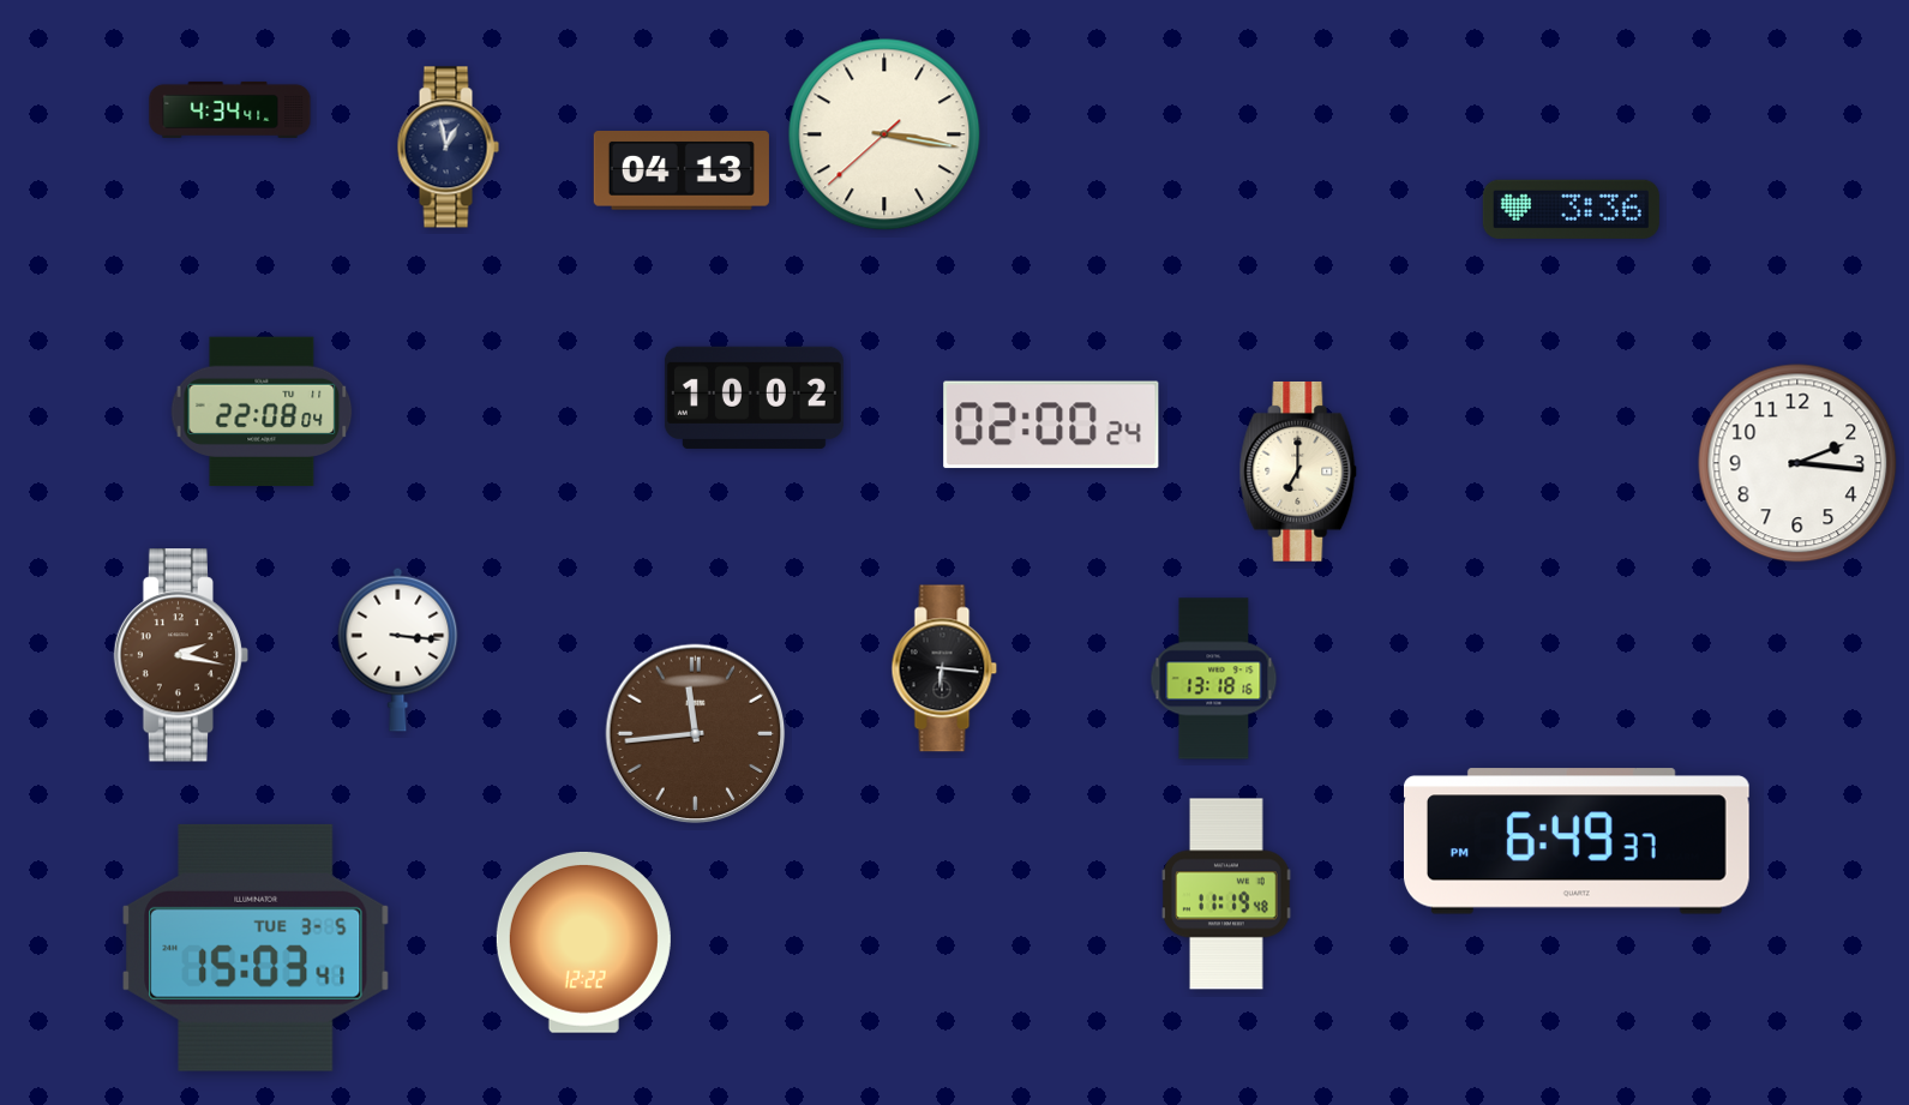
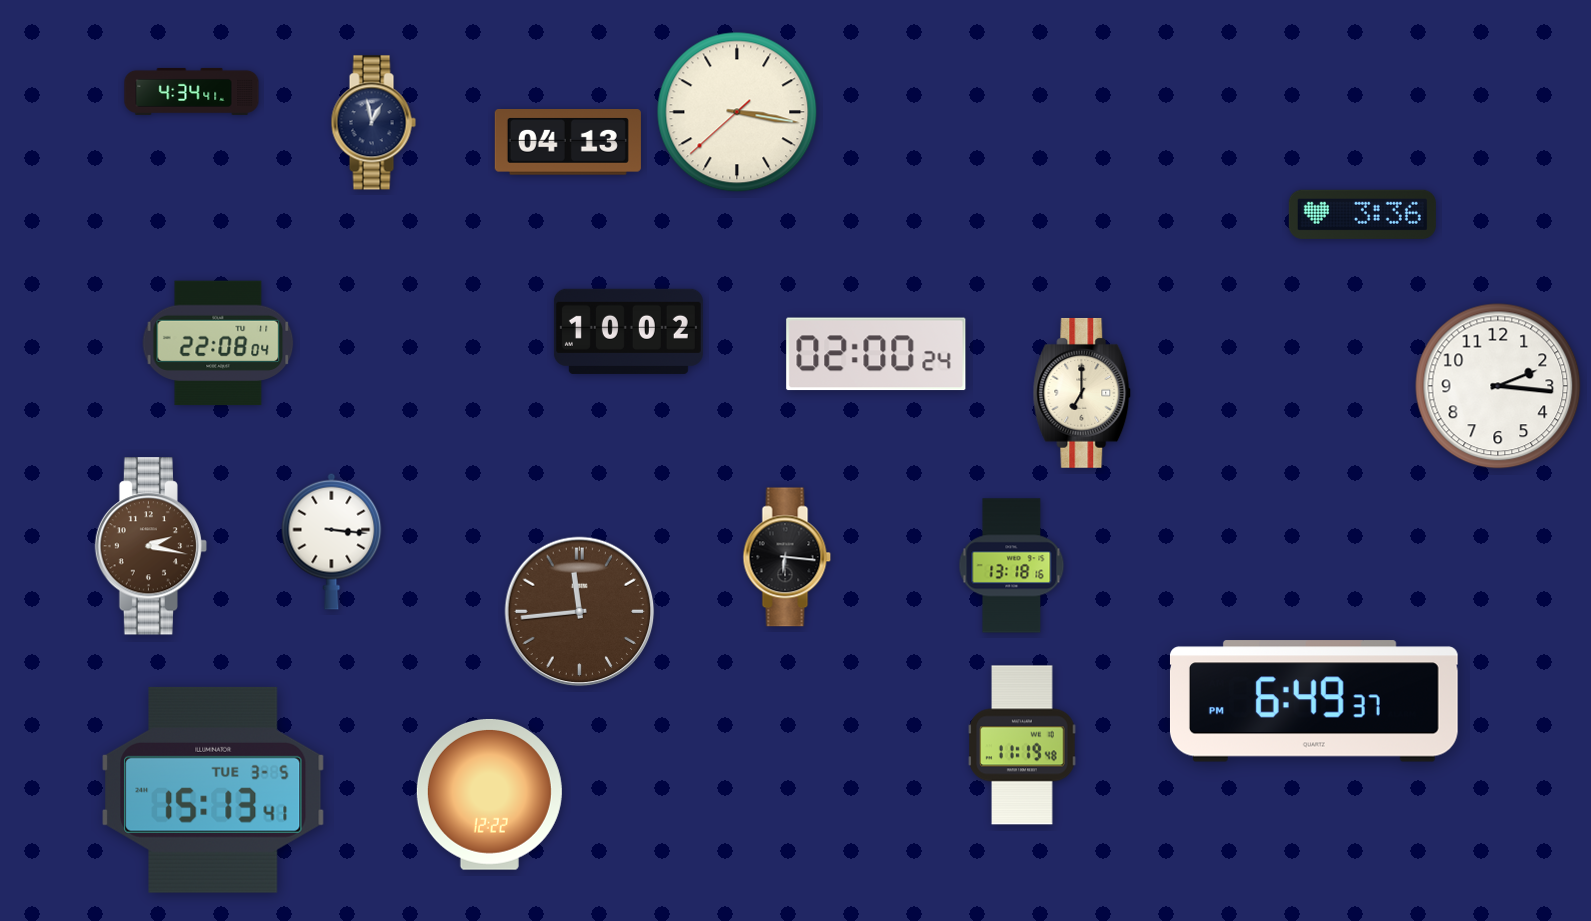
clock at (1571, 209) position: (1571, 209) -> (1362, 214)
clock at (583, 942) position: (583, 942) -> (489, 794)
clock at (256, 948): 15:03 -> 15:13
